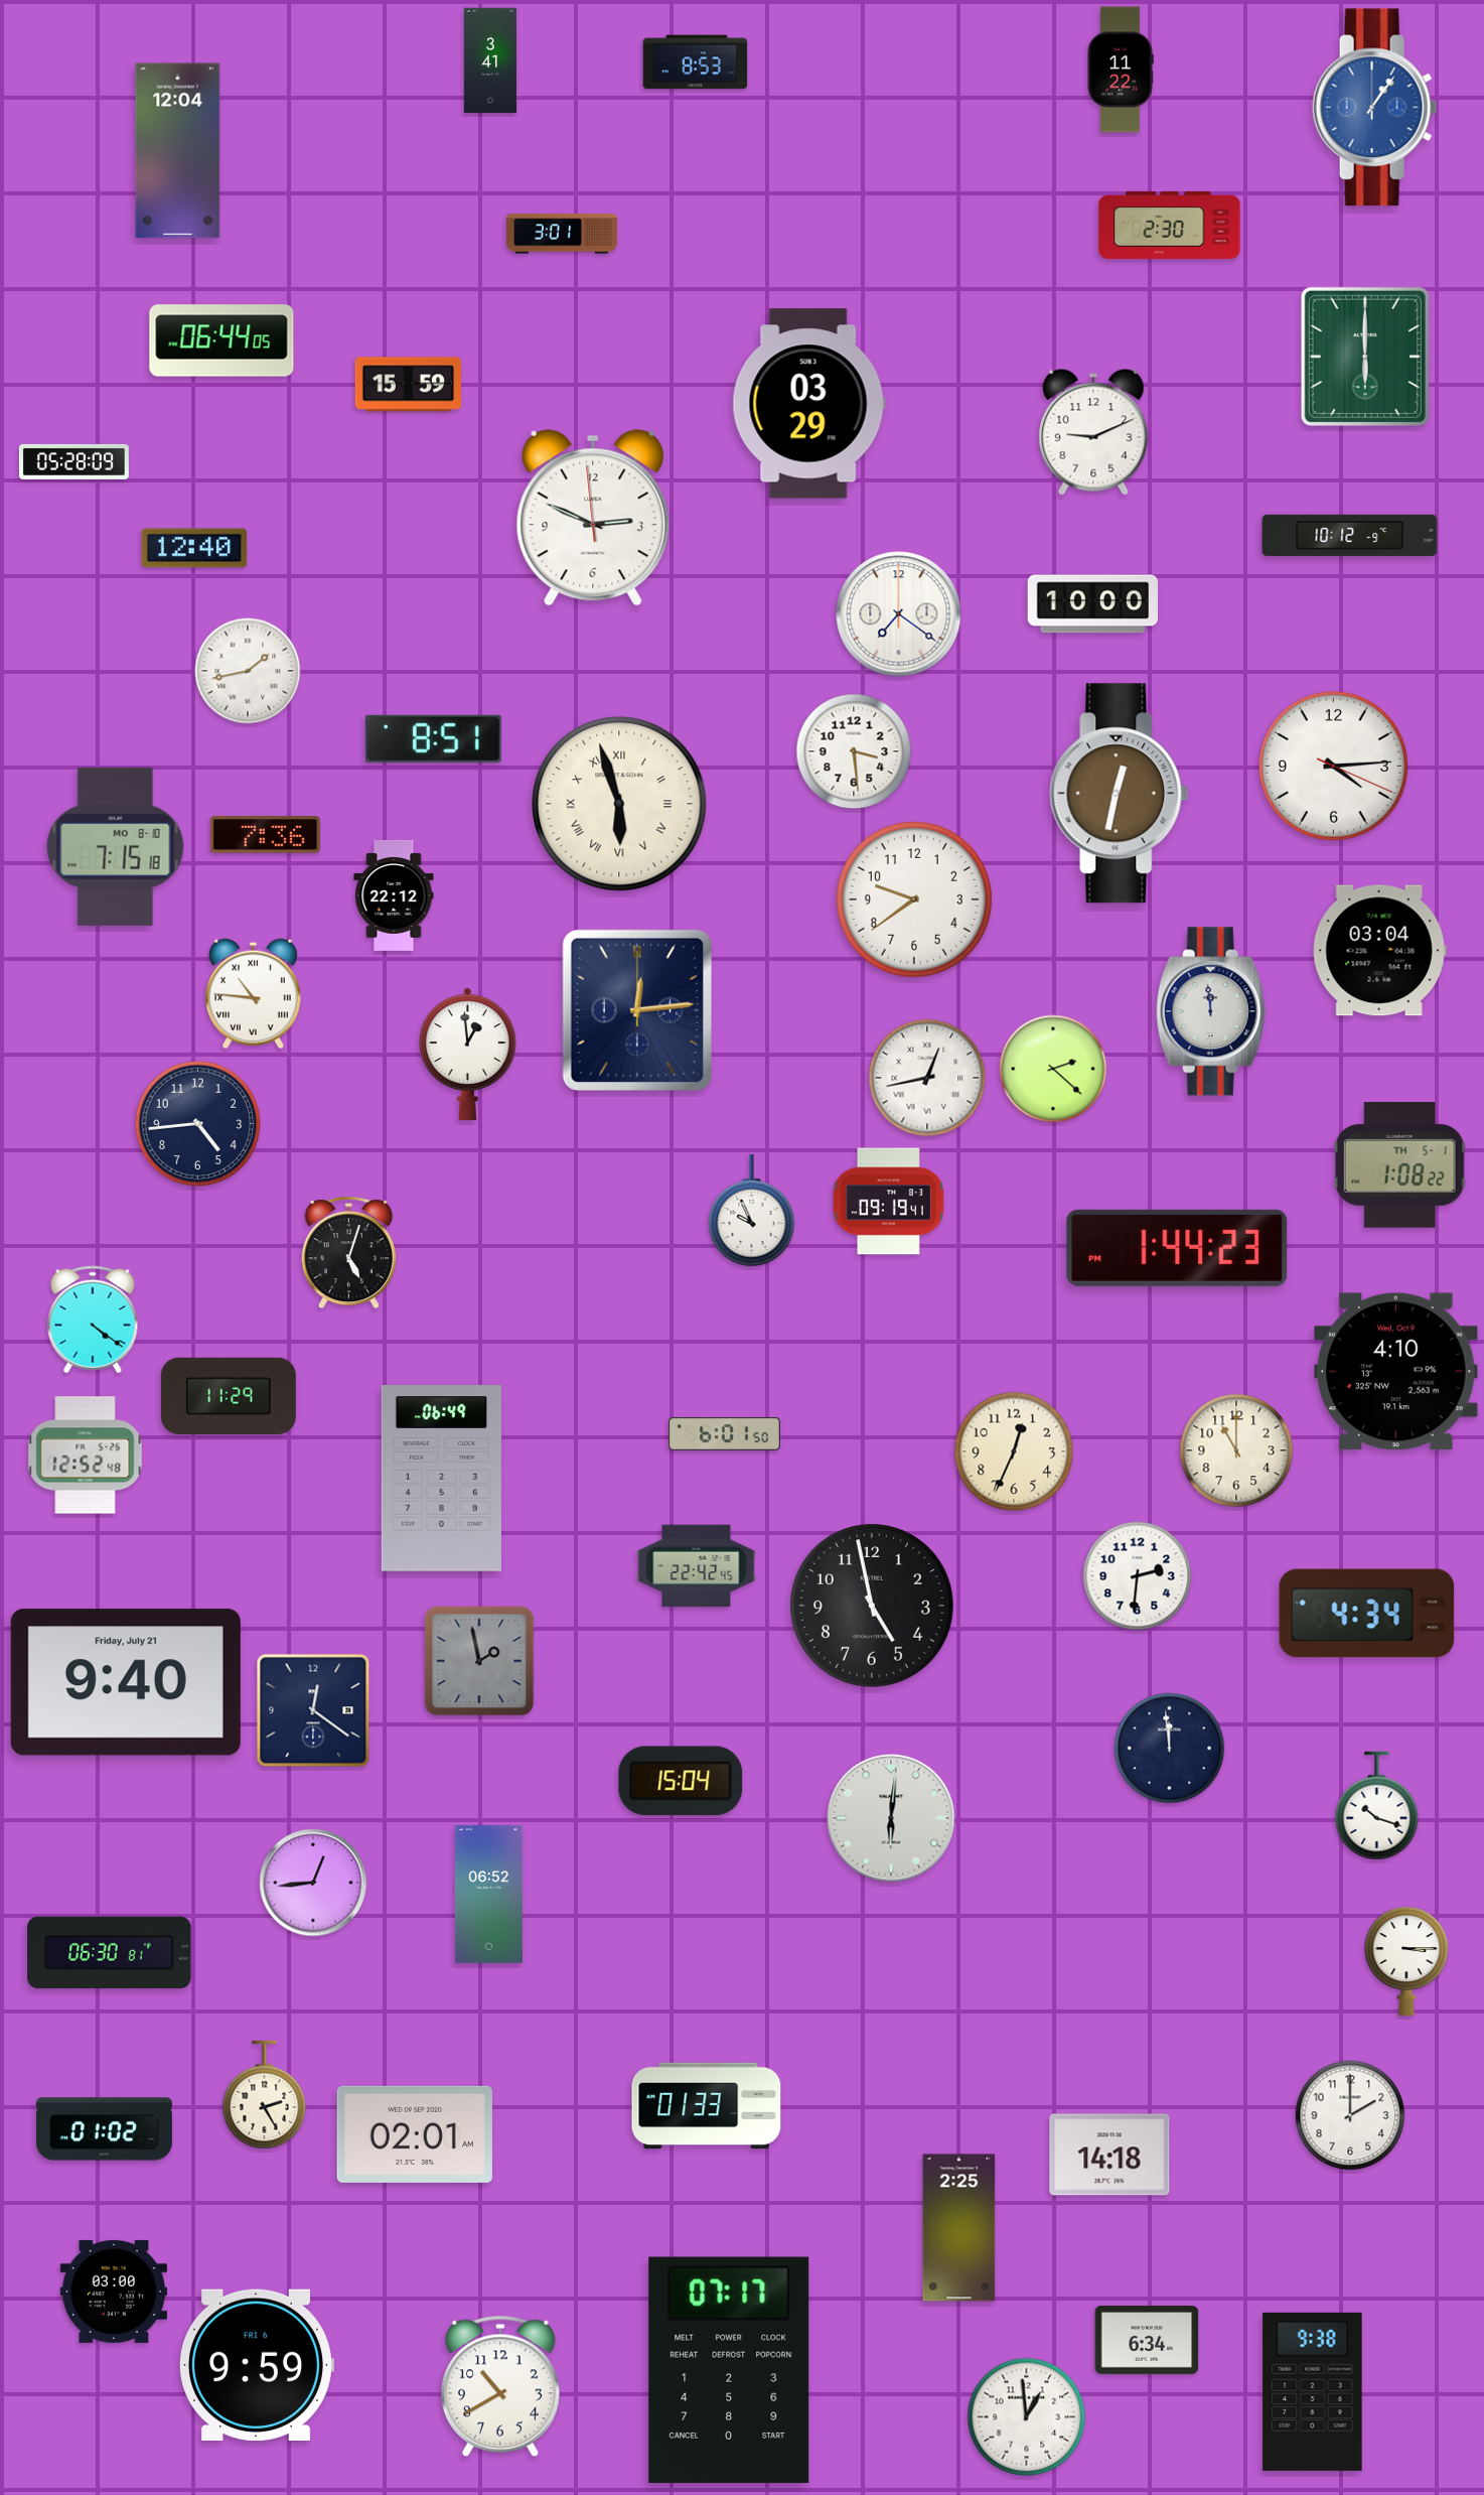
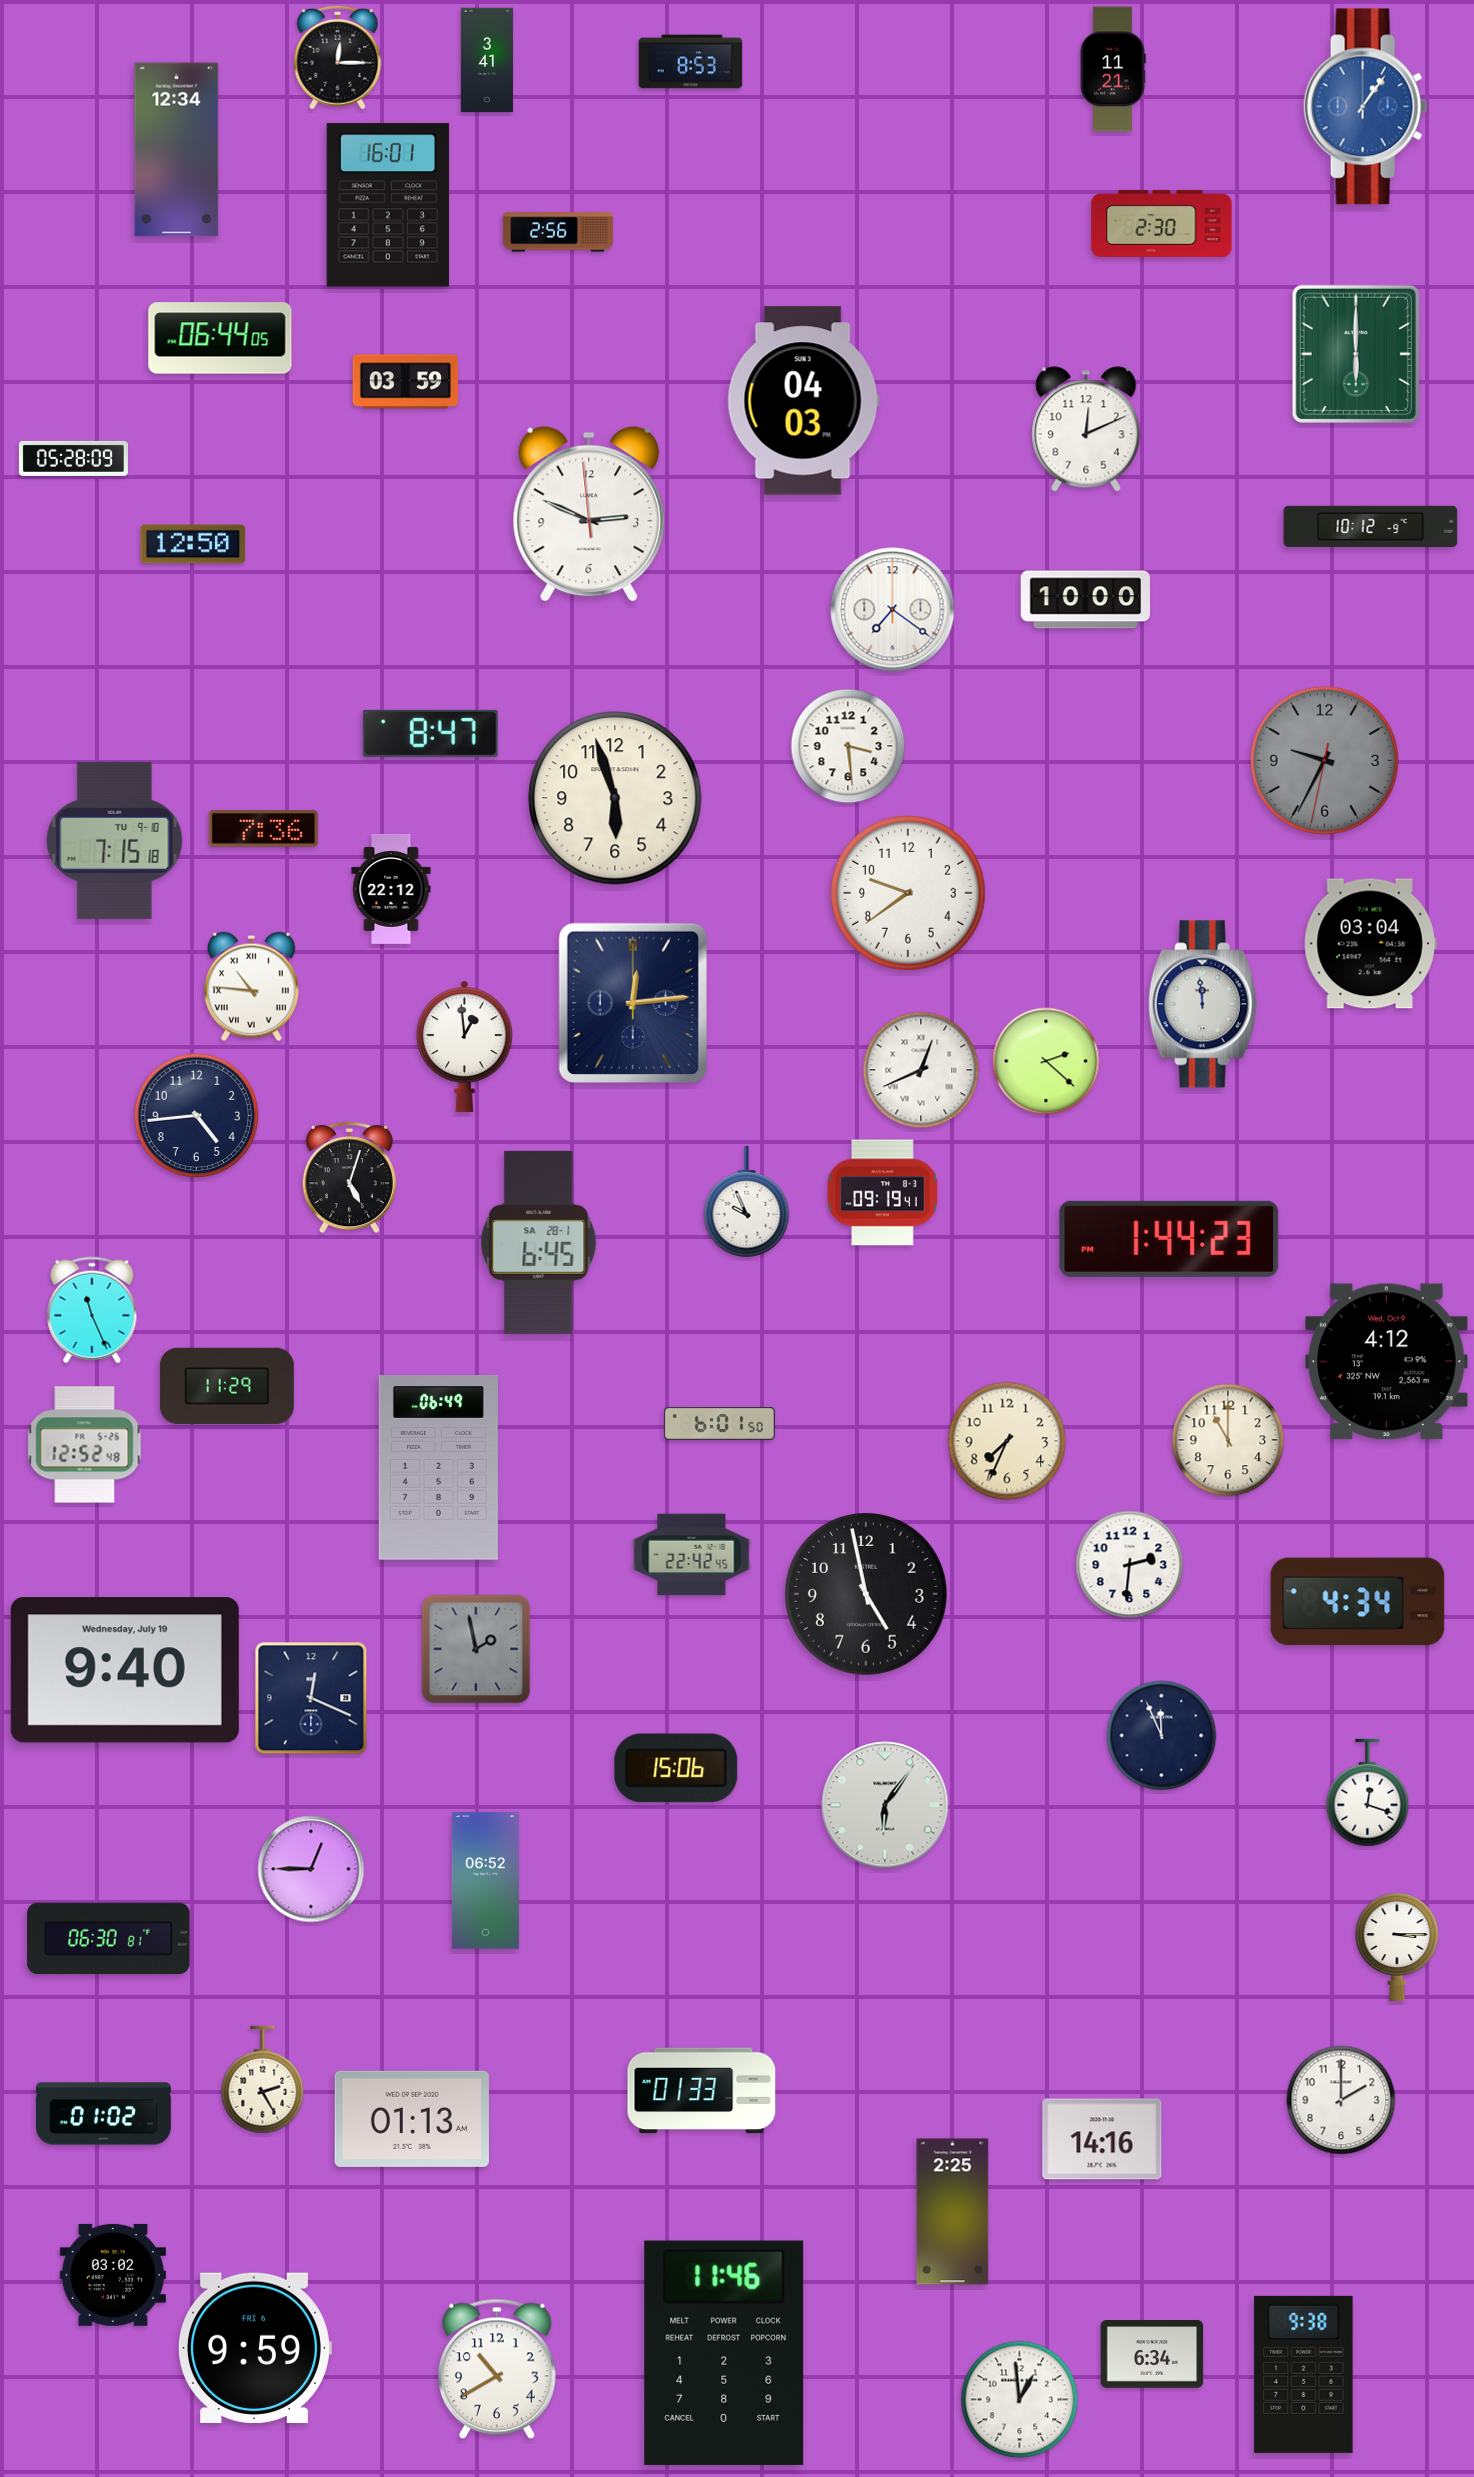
clock at (338, 57): none -> 12:15
clock at (1121, 70): 11:22 -> 11:21
clock at (178, 151): 12:04 -> 12:34
clock at (388, 205): none -> 16:01
clock at (562, 234): 3:01 -> 2:56
clock at (409, 385): 15:59 -> 03:59
clock at (808, 404): 03:29 -> 04:03
clock at (1093, 432): 9:11 -> 12:11
clock at (1350, 535) position: (1350, 535) -> (1371, 526)
clock at (194, 548): 12:40 -> 12:50
clock at (248, 671): 1:43 -> none
clock at (433, 738): 8:51 -> 8:47
clock at (1333, 766): 4:14 -> 9:34
clock at (1333, 766) dial: white -> grey
clock at (1120, 794): 12:32 -> none
clock at (619, 804) numerals: Roman -> Arabic
clock at (116, 846) date: MO 8-10 -> TU 9-10
clock at (927, 1078): 12:43 -> 12:41
clock at (1399, 1165): 1:08 -> none
clock at (539, 1242): none -> 6:45
clock at (348, 1253) position: (348, 1253) -> (349, 1178)
clock at (93, 1320): 4:21 -> 11:26
clock at (1396, 1372): 4:10 -> 4:12
clock at (1014, 1451): 12:34 -> 7:34
clock at (126, 1682) date: Friday, July 21 -> Wednesday, July 19
clock at (313, 1710): 12:21 -> 12:19
clock at (1170, 1749): 11:59 -> 11:56
clock at (681, 1781): 15:04 -> 15:06
clock at (1377, 1806): 10:18 -> 12:18
clock at (891, 1818): 6:01 -> 6:06
clock at (313, 1883): 12:44 -> 12:45
clock at (415, 2134): 02:01 -> 01:13
clock at (1109, 2155): 14:18 -> 14:16
clock at (114, 2292): 03:00 -> 03:02
clock at (1147, 2340) position: (1147, 2340) -> (1152, 2354)
clock at (729, 2370): 07:17 -> 11:46
